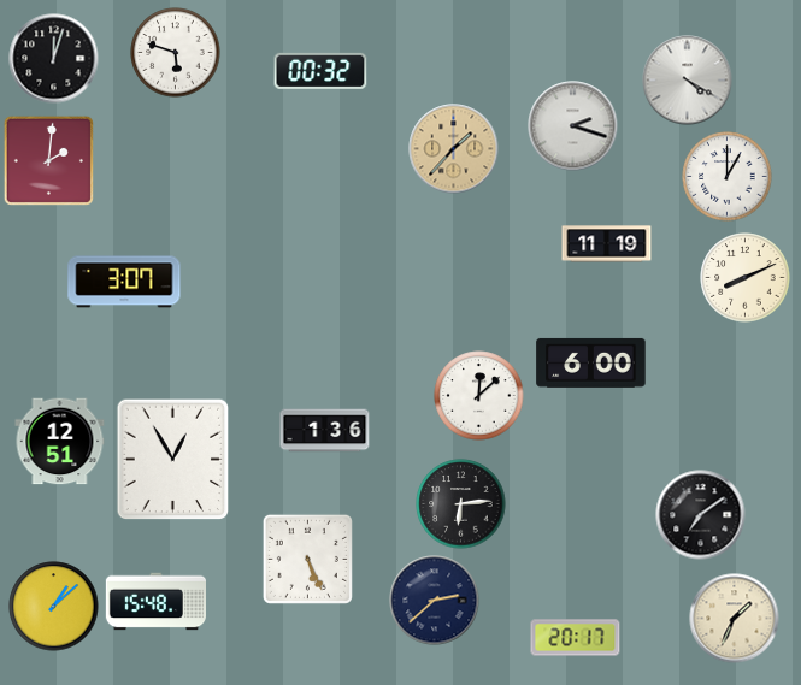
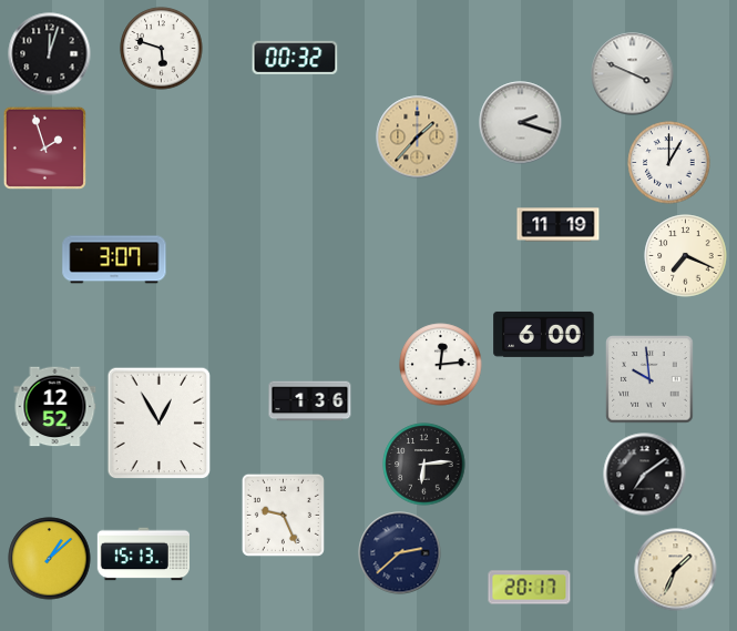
clock at (320, 71) position: (320, 71) -> (295, 58)
clock at (688, 81): 4:20 -> 3:49
clock at (573, 126) position: (573, 126) -> (521, 123)
clock at (48, 160): 2:01 -> 1:57
clock at (746, 278): 8:11 -> 7:19
clock at (479, 396): 12:08 -> 12:14
clock at (649, 379): none -> 9:59
clock at (325, 431) position: (325, 431) -> (310, 401)
clock at (60, 442): 12:51 -> 12:52
clock at (307, 559): 5:26 -> 9:26
clock at (155, 602): 15:48 -> 15:13
